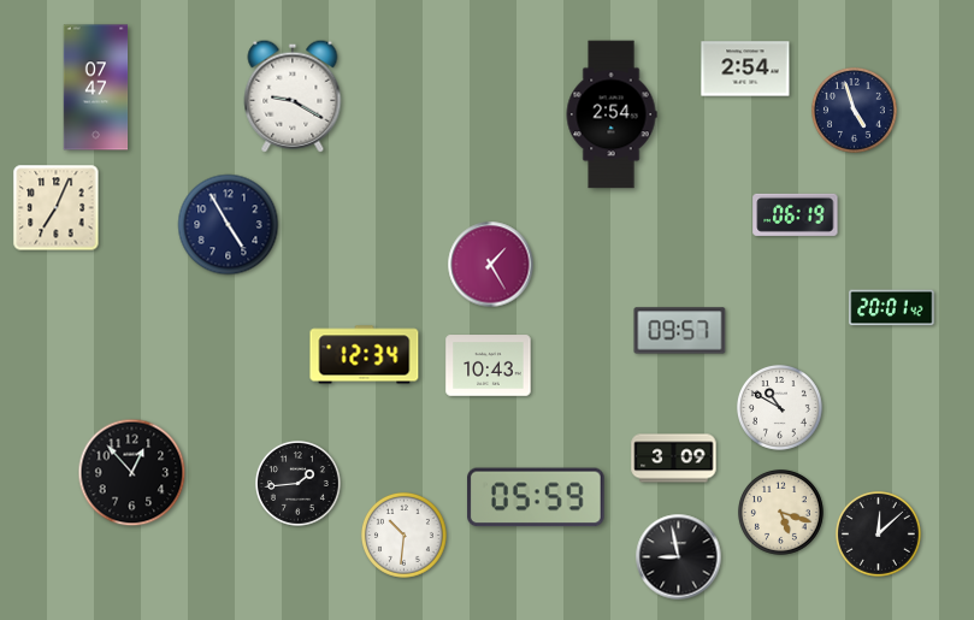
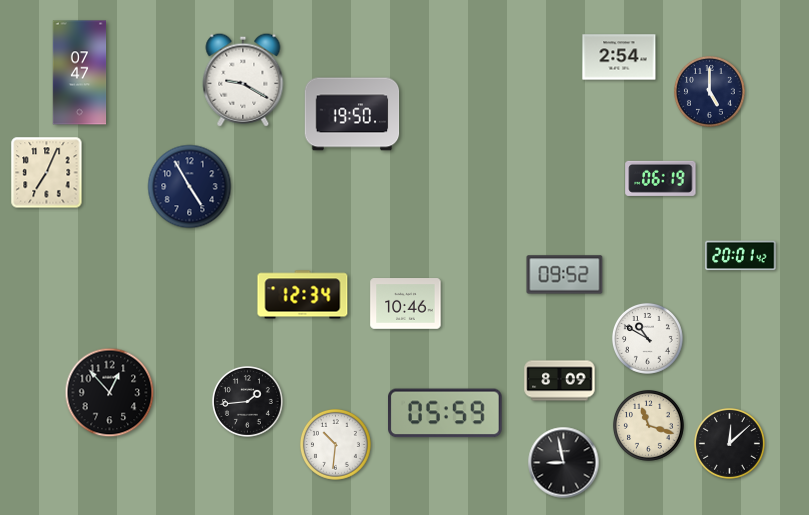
clock at (854, 110): 4:57 -> 5:00
clock at (612, 114): 2:54 -> none
clock at (352, 114): none -> 19:50
clock at (491, 265): 1:25 -> none
clock at (680, 331): 09:57 -> 09:52
clock at (489, 366): 10:43 -> 10:46
clock at (674, 459): 3:09 -> 8:09
clock at (780, 512): 5:18 -> 11:18
